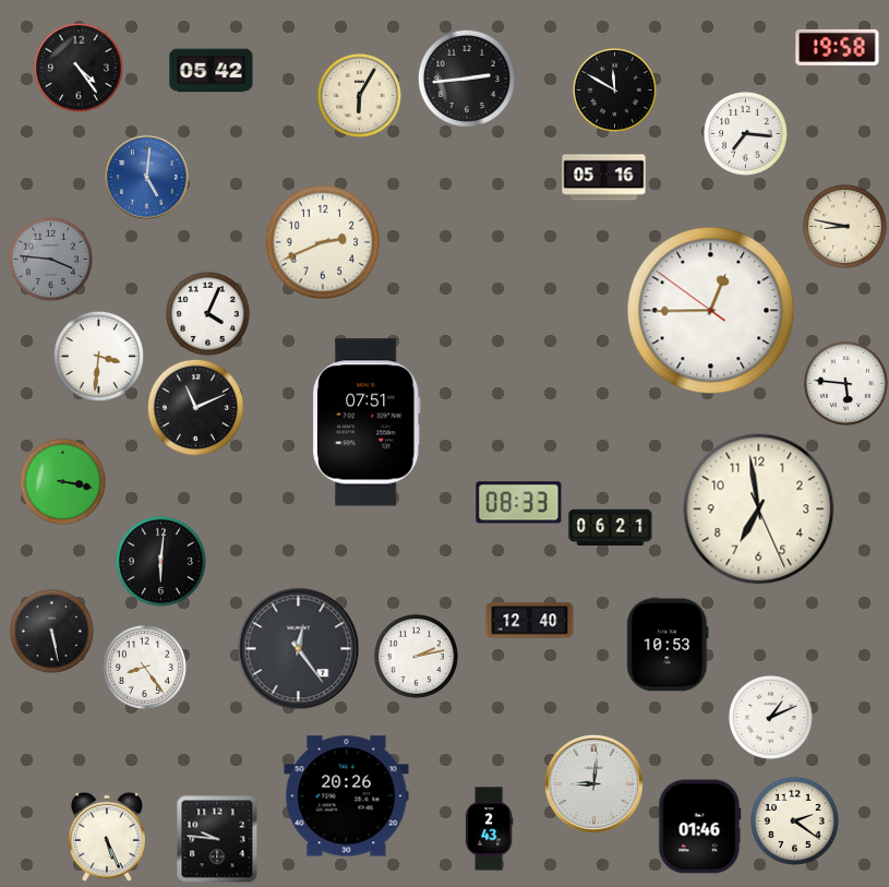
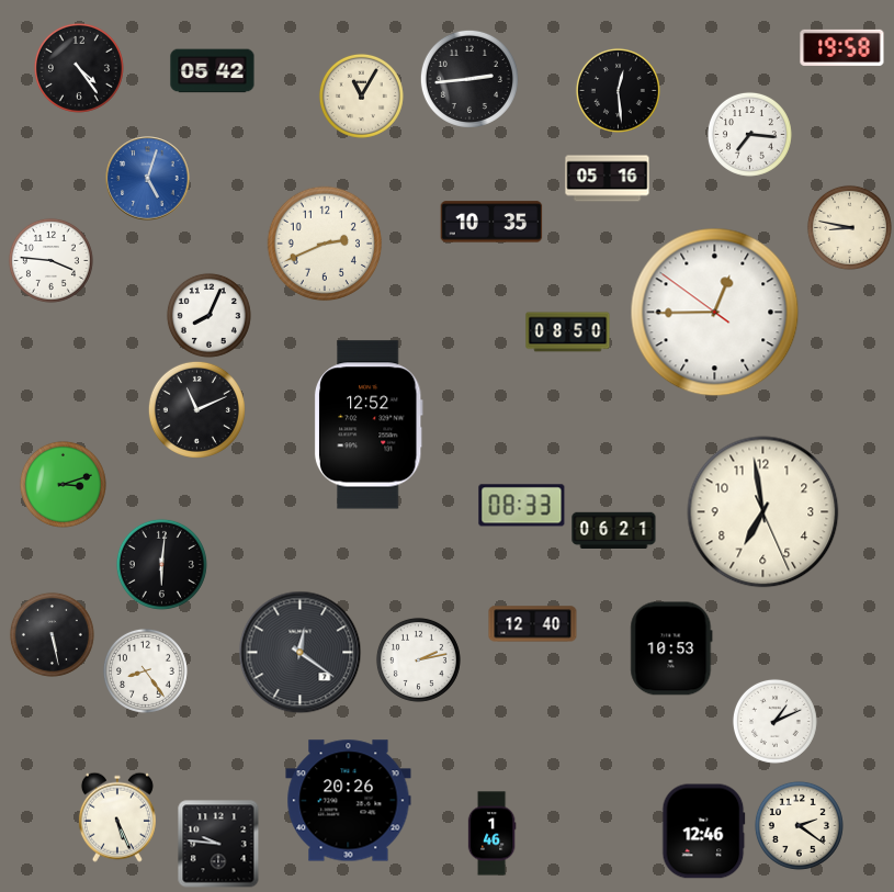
clock at (614, 89): 11:50 -> 12:29
clock at (359, 95): 6:05 -> 11:05
clock at (147, 178): 5:01 -> 5:03
clock at (491, 222): none -> 10:35
clock at (50, 259) dial: grey -> white
clock at (207, 313): 4:04 -> 8:04
clock at (568, 332): none -> 08:50
clock at (98, 356): 3:31 -> none
clock at (845, 383): 5:46 -> none
clock at (367, 422): 07:51 -> 12:52
clock at (62, 481): 3:17 -> 3:12
clock at (299, 649): 12:24 -> 12:21
clock at (593, 783): 9:01 -> none
clock at (700, 827): 01:46 -> 12:46
clock at (489, 829): 2:43 -> 1:46
clock at (107, 837) position: (107, 837) -> (117, 817)
